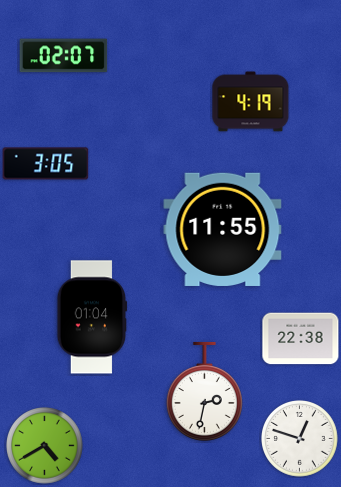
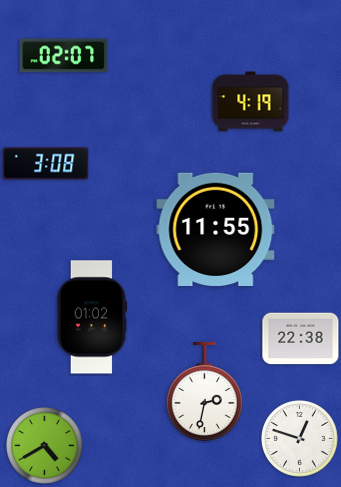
clock at (46, 164): 3:05 -> 3:08
clock at (223, 229) position: (223, 229) -> (216, 229)
clock at (92, 317): 01:04 -> 01:02
